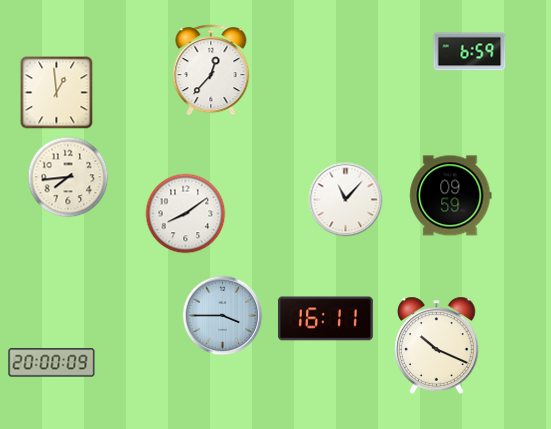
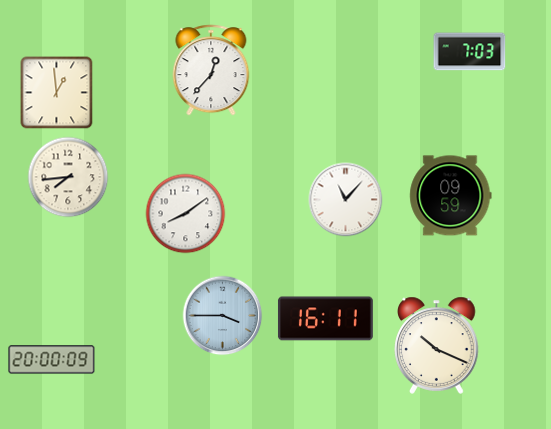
clock at (470, 52): 6:59 -> 7:03
clock at (52, 363) position: (52, 363) -> (52, 360)
